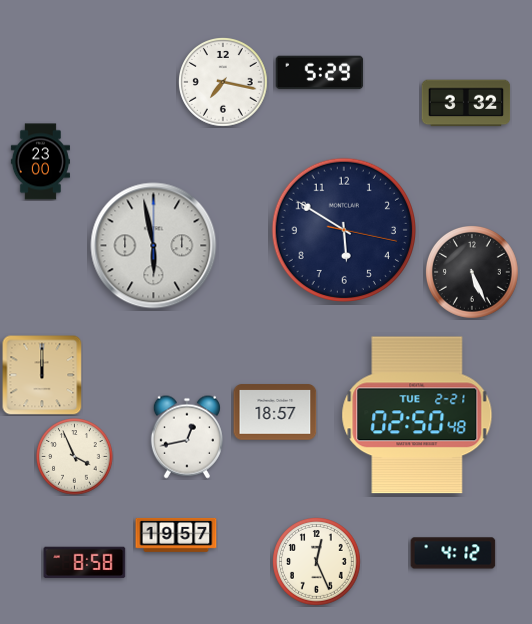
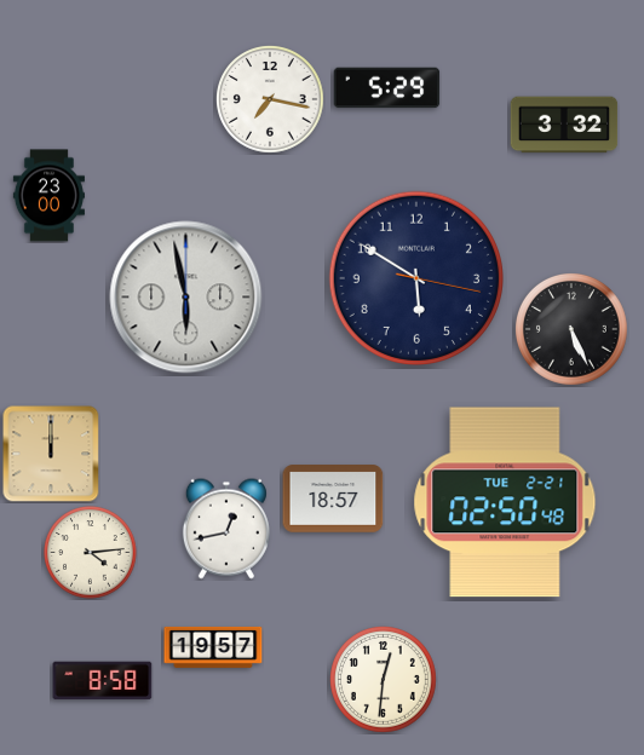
clock at (75, 457): 3:56 -> 4:14
clock at (453, 553): 4:12 -> none
clock at (317, 562): 12:26 -> 12:31
